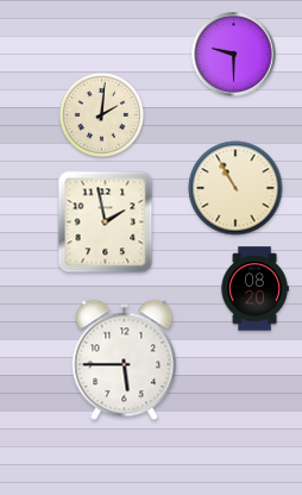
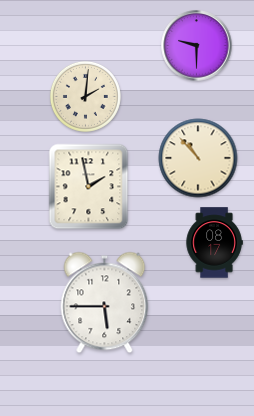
clock at (235, 188): 10:55 -> 10:53
clock at (254, 289): 08:20 -> 08:17
